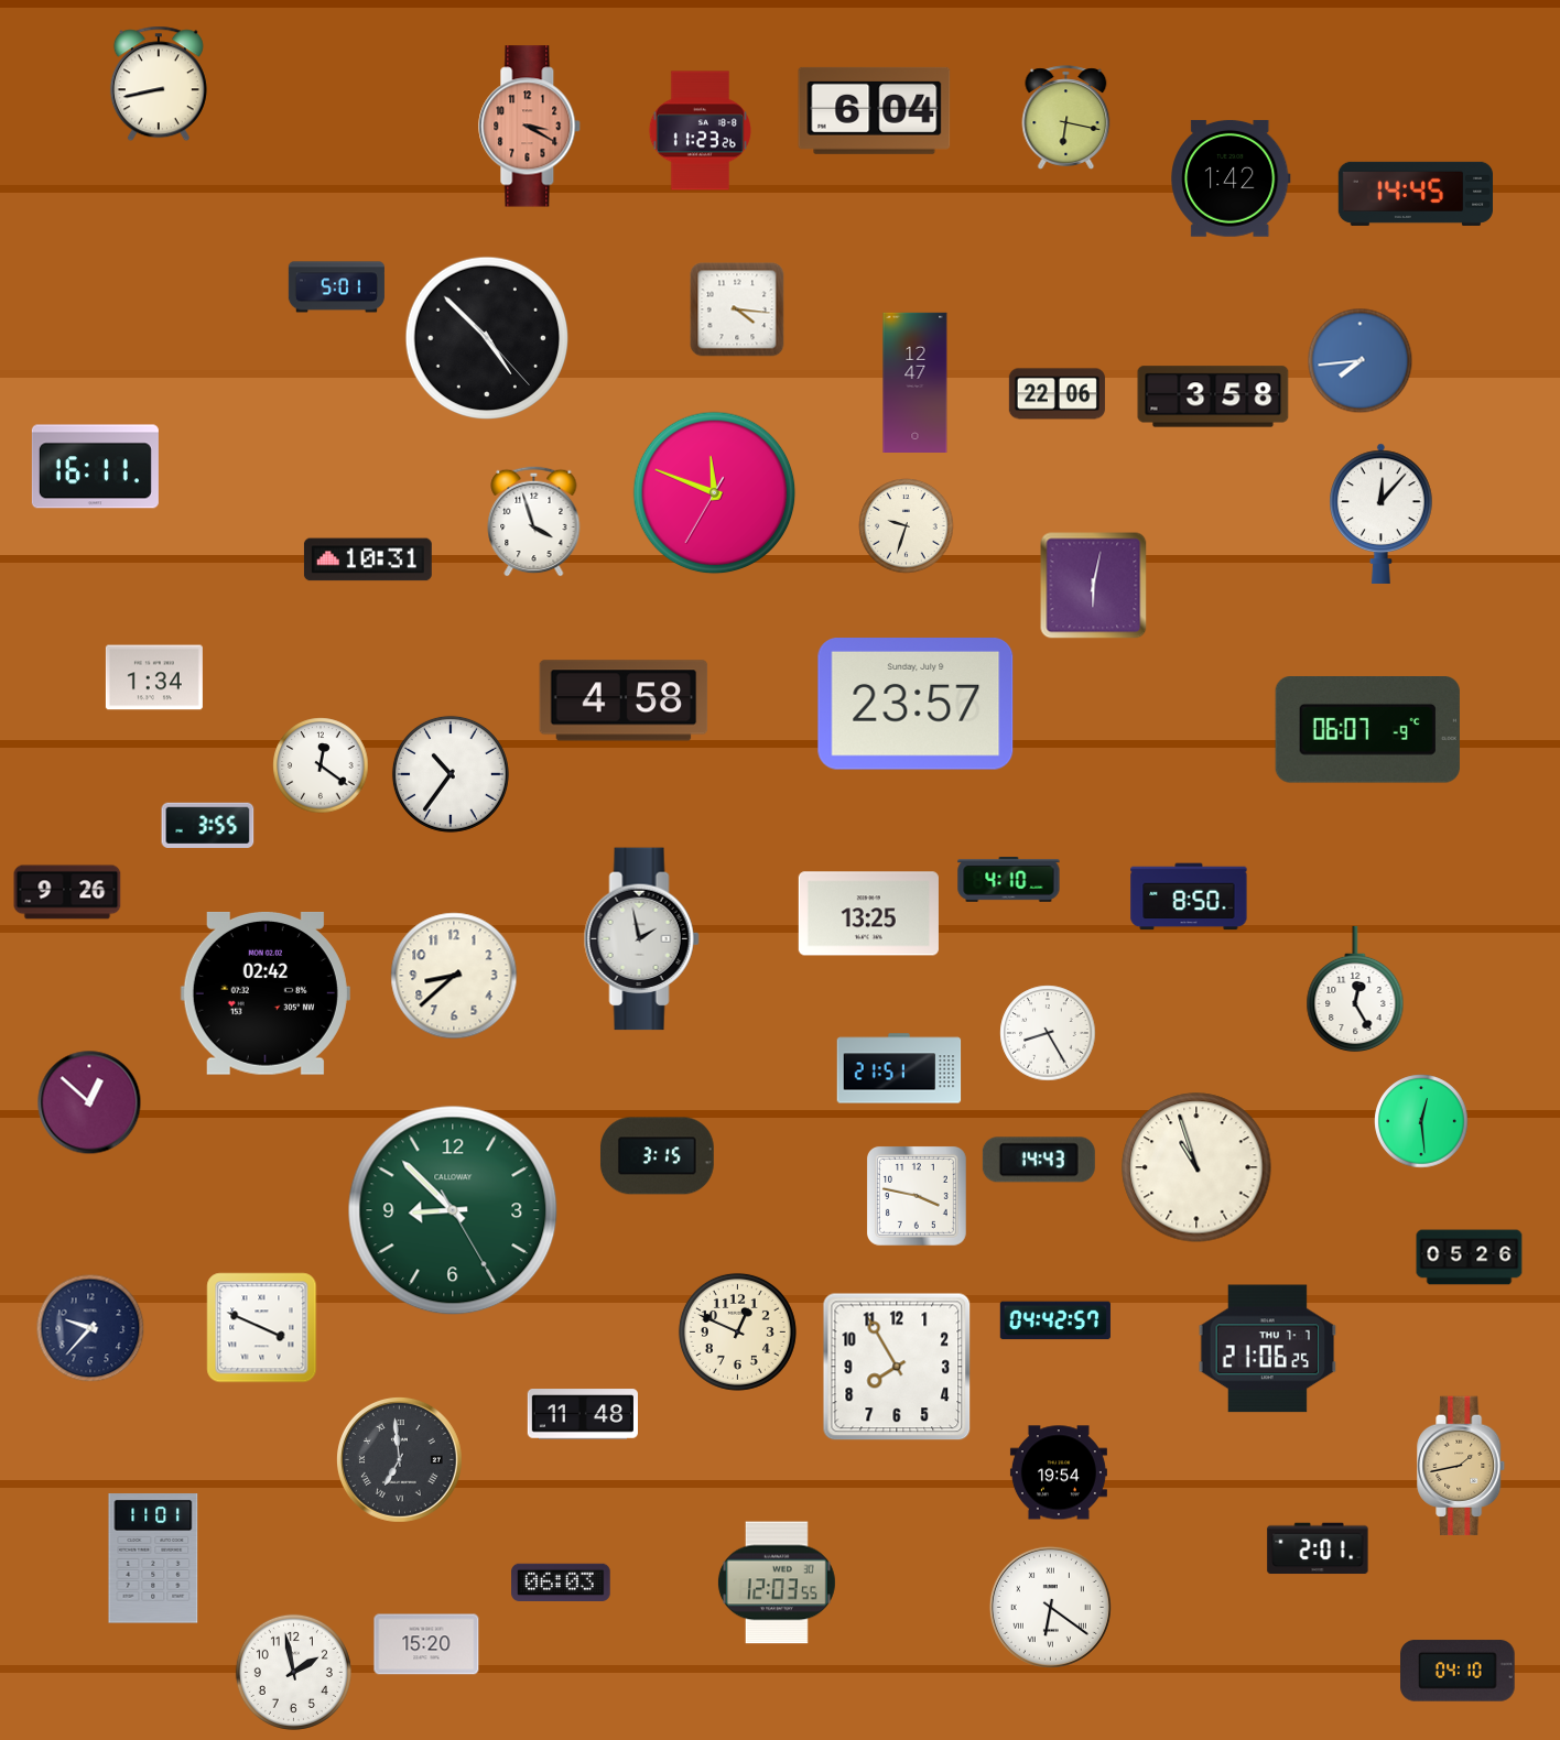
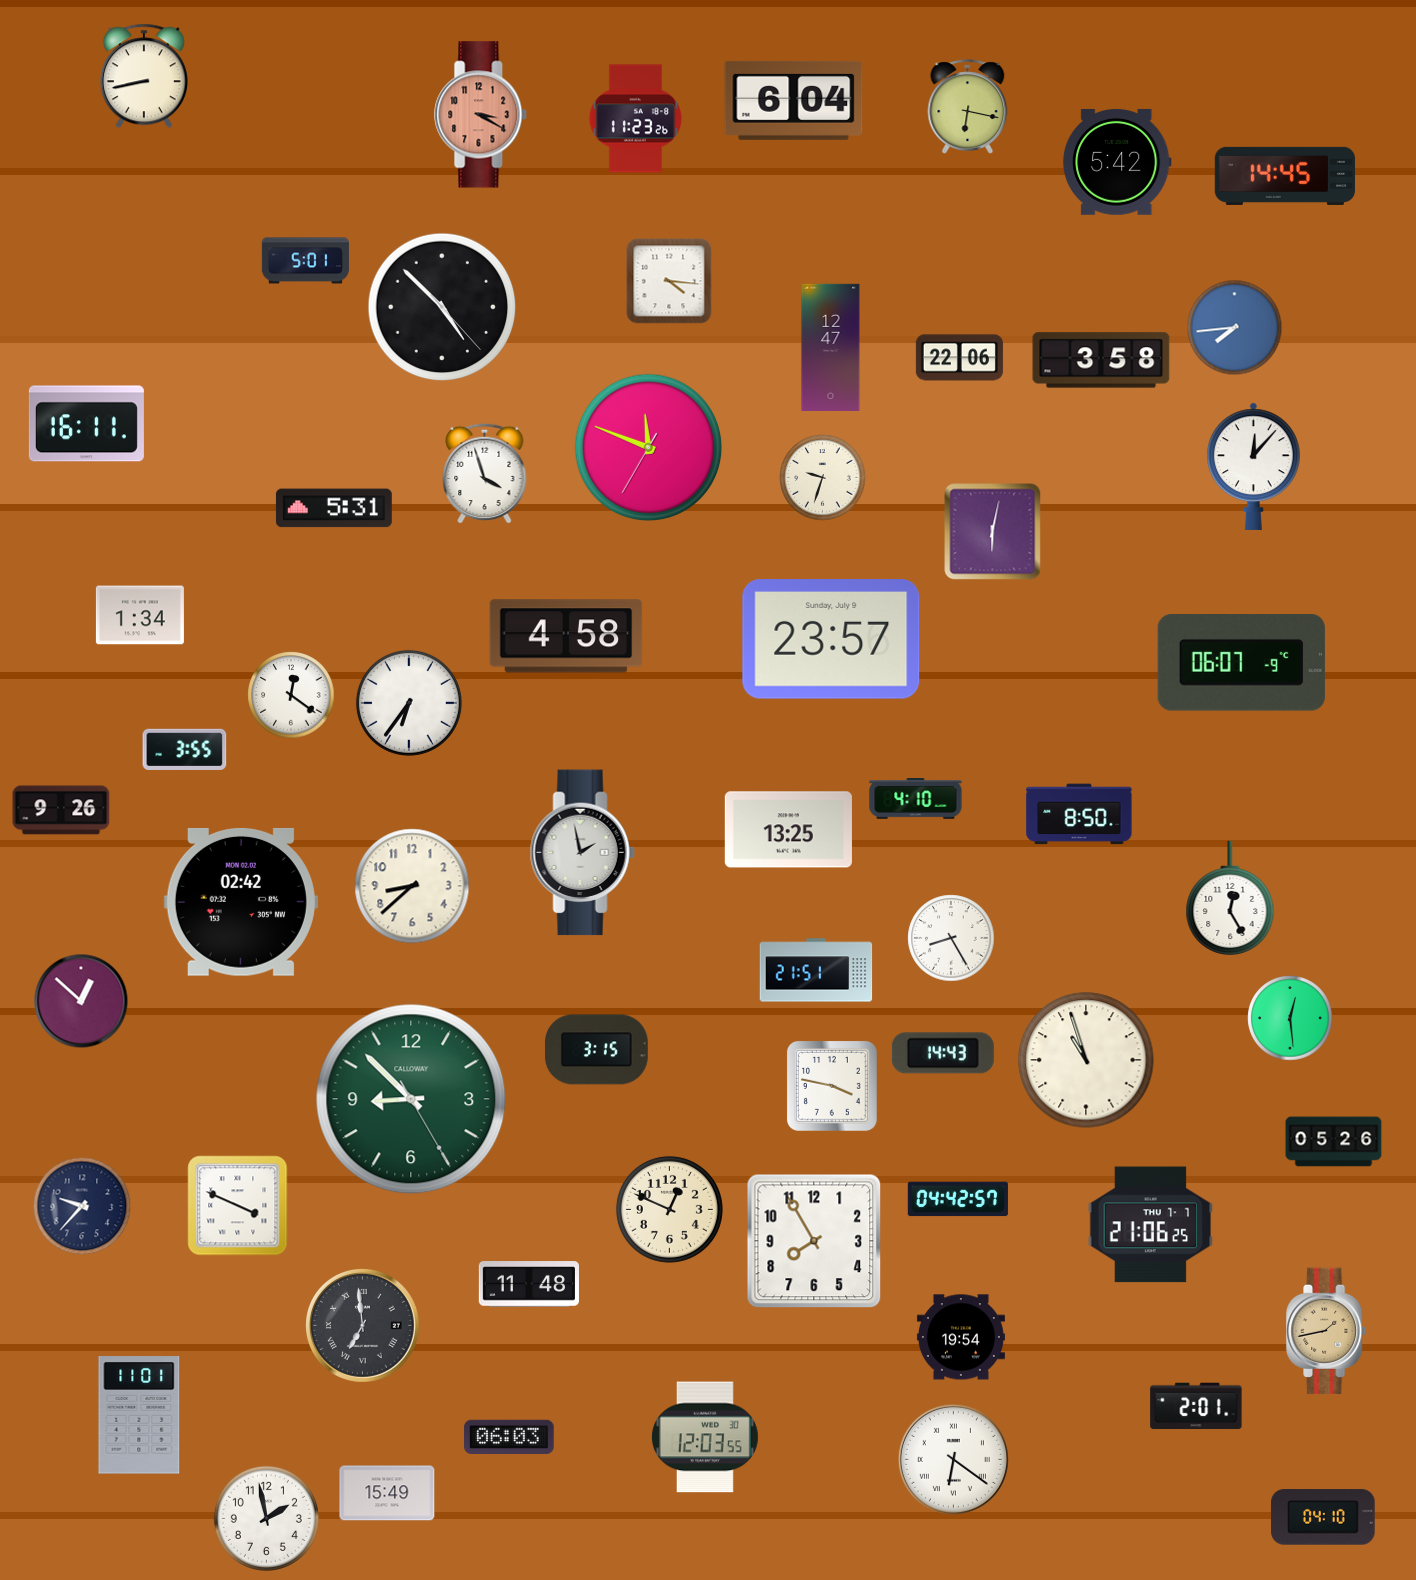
clock at (1231, 178): 1:42 -> 5:42
clock at (368, 559): 10:31 -> 5:31
clock at (451, 774): 10:36 -> 6:36
clock at (208, 825) position: (208, 825) -> (185, 749)
clock at (426, 1644): 15:20 -> 15:49
